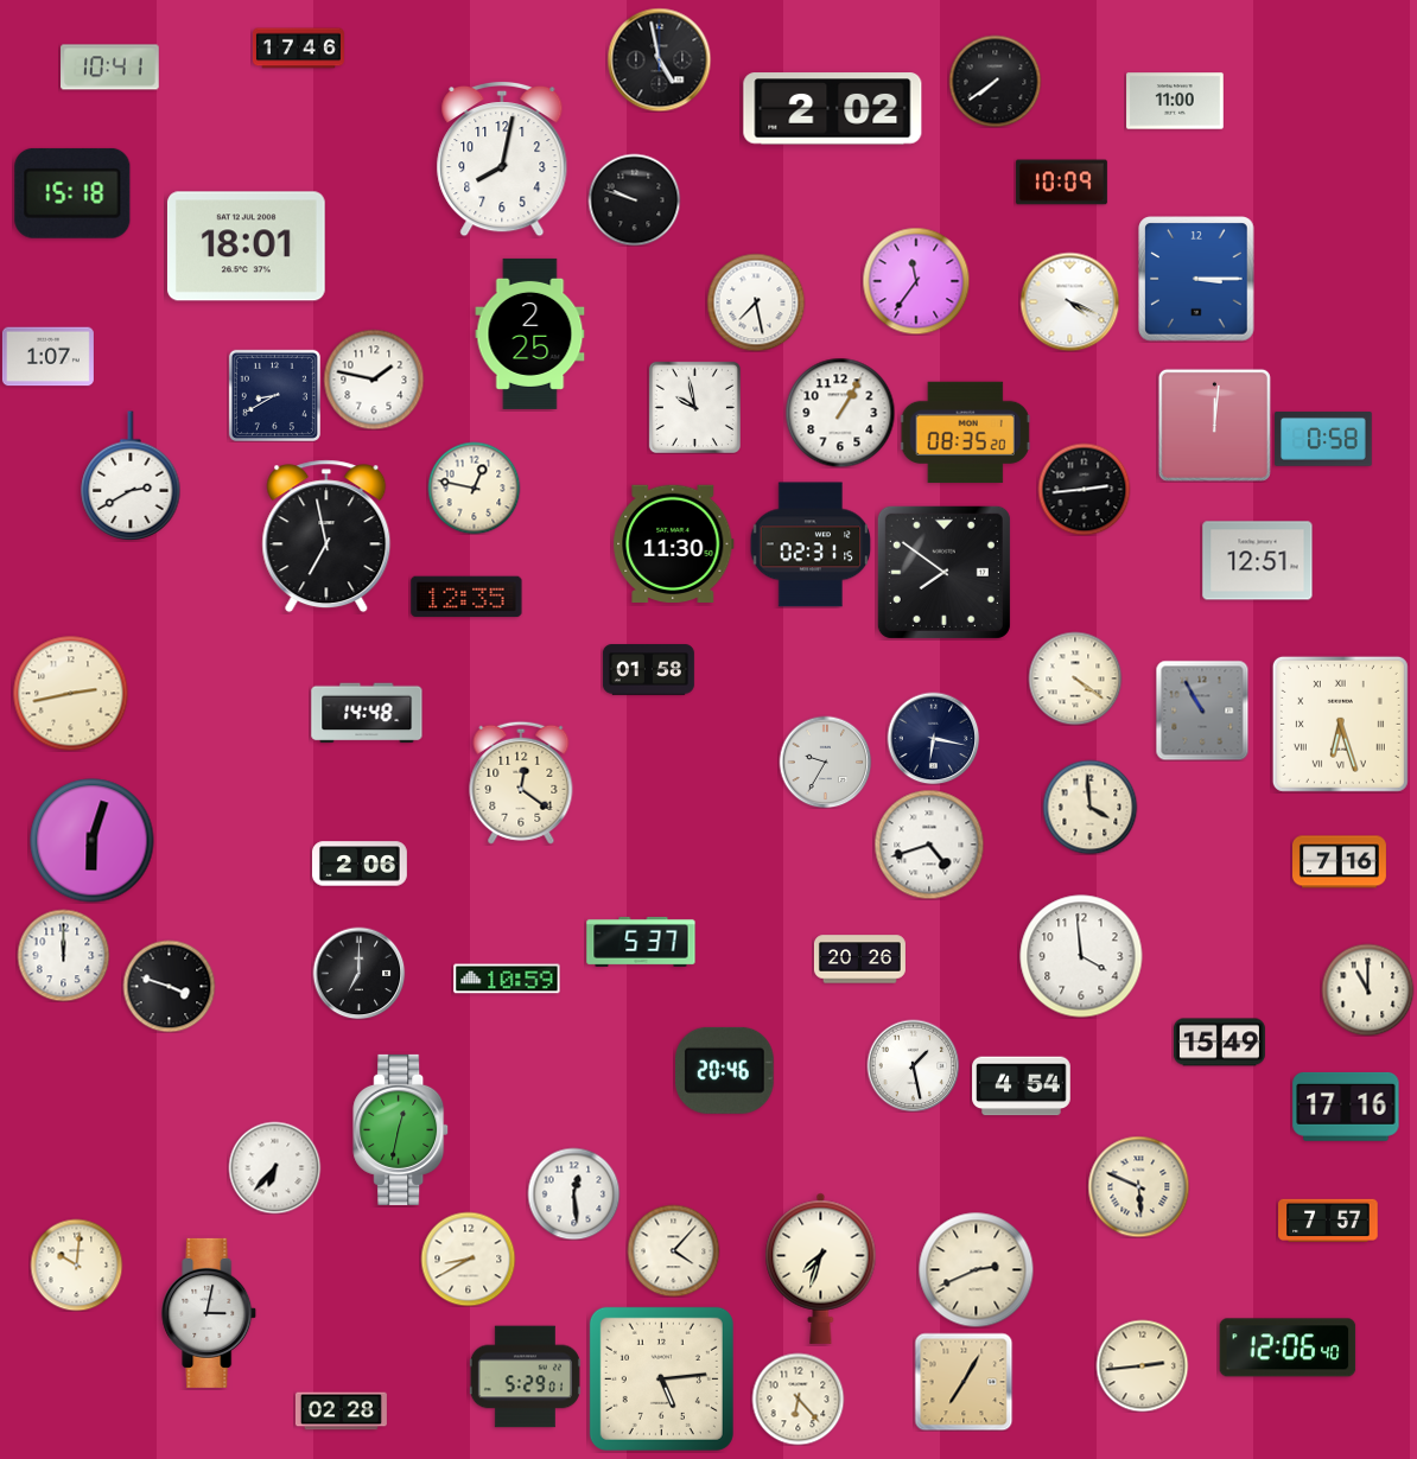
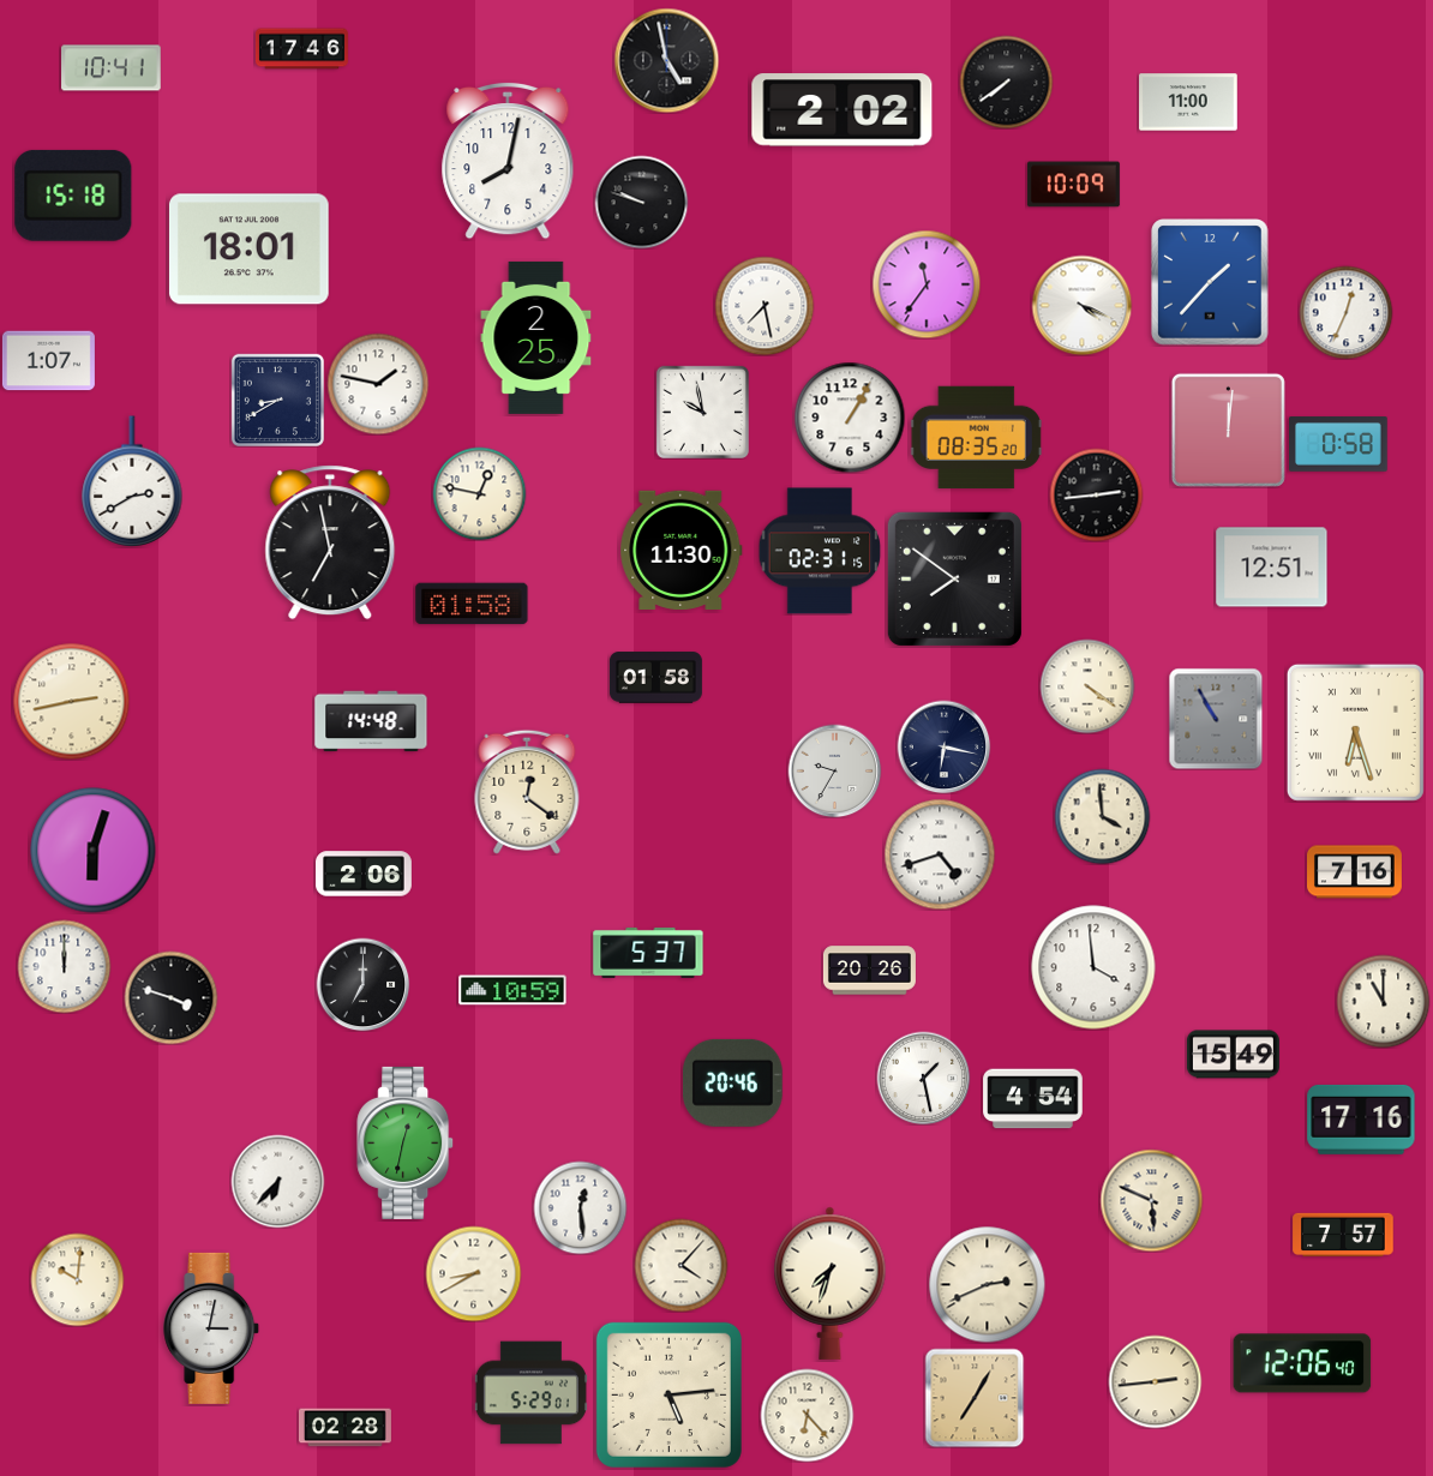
clock at (1196, 279): 3:15 -> 1:37
clock at (1345, 312): none -> 12:34
clock at (466, 597): 12:35 -> 01:58
